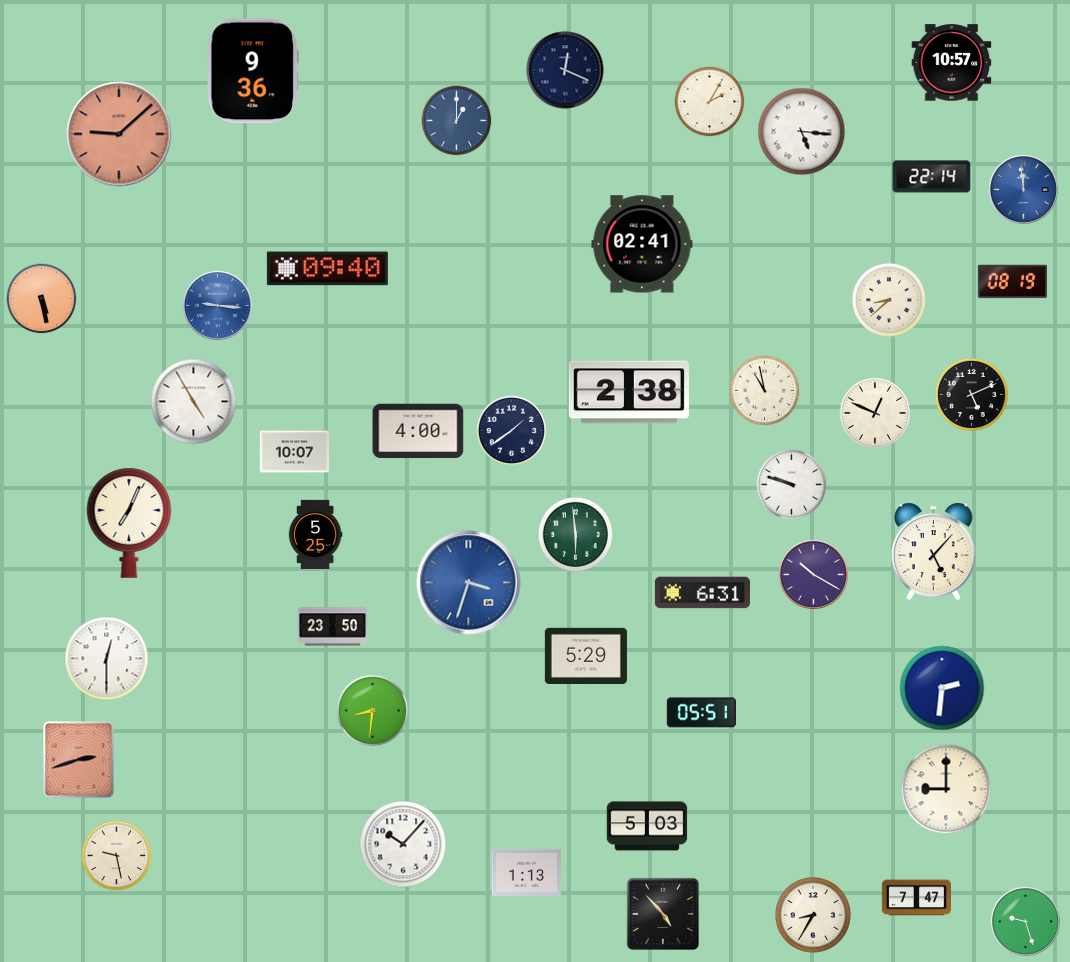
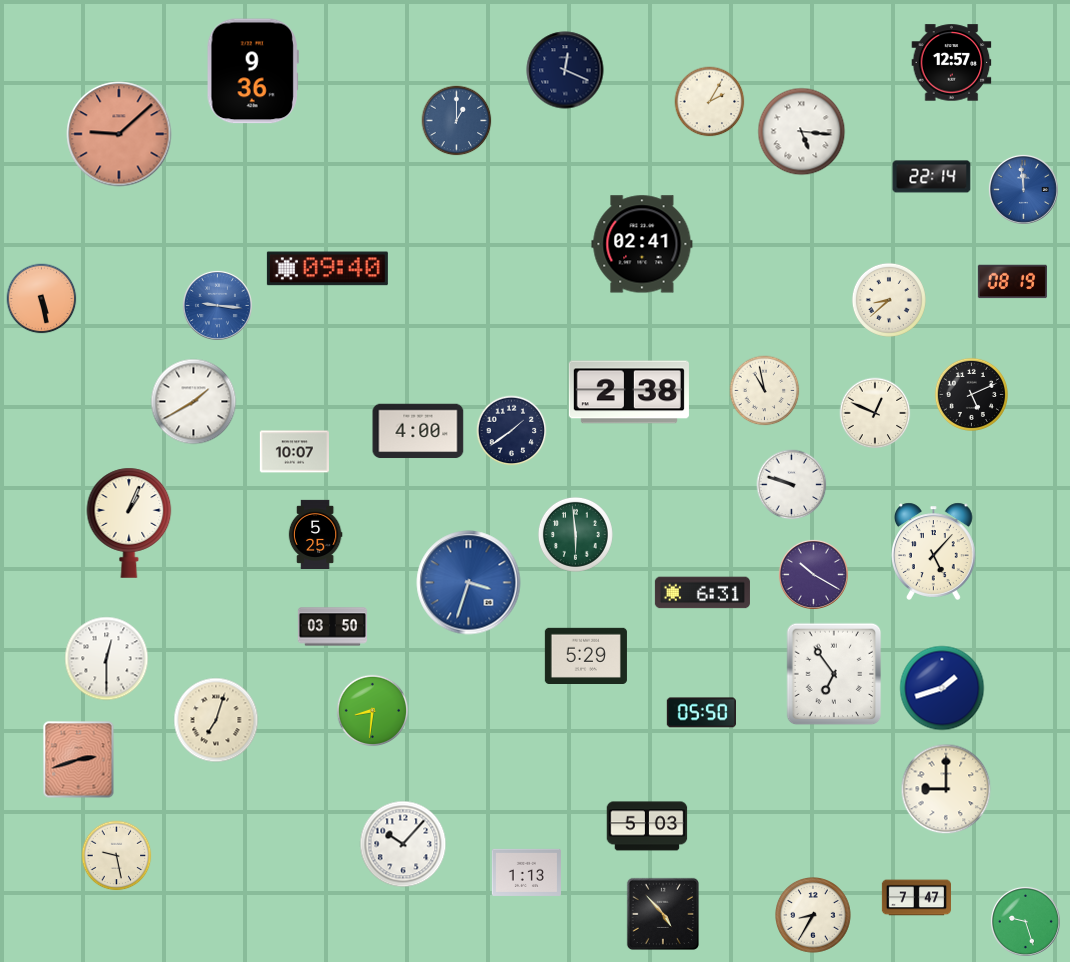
clock at (952, 63): 10:57 -> 12:57
clock at (194, 402): 4:55 -> 1:40
clock at (129, 523): 7:04 -> 1:04
clock at (332, 627): 23:50 -> 03:50
clock at (834, 674): none -> 6:54
clock at (942, 688): 2:31 -> 1:42
clock at (701, 713): 05:51 -> 05:50
clock at (216, 720): none -> 7:03
